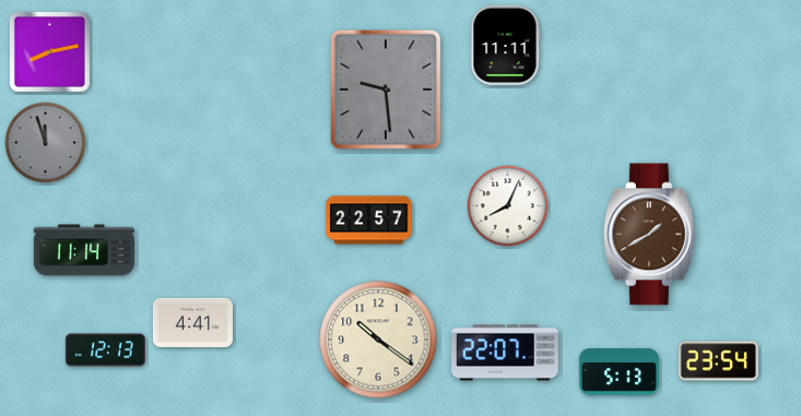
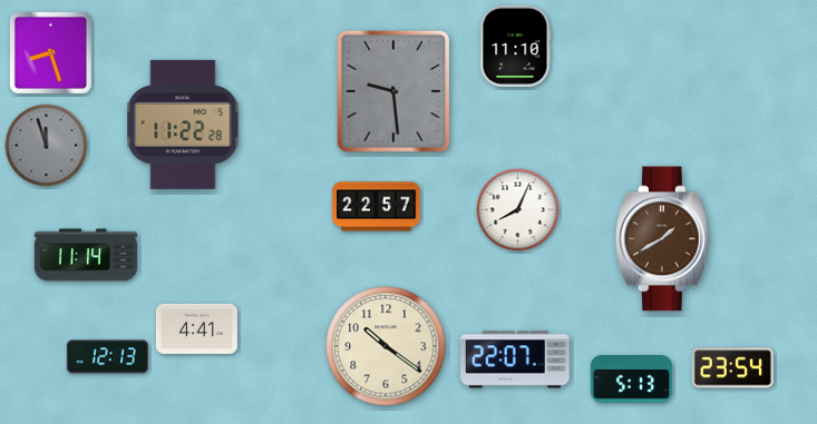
clock at (505, 45): 11:11 -> 11:10
clock at (49, 51): 8:13 -> 8:27
clock at (183, 125): none -> 11:22
clock at (369, 221) position: (369, 221) -> (377, 207)
